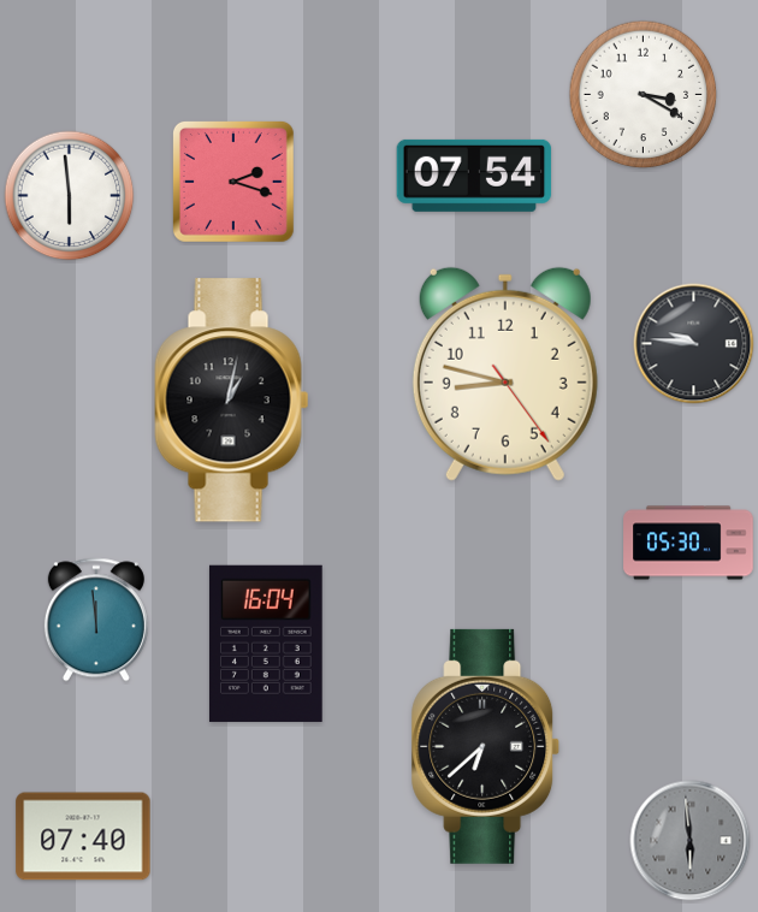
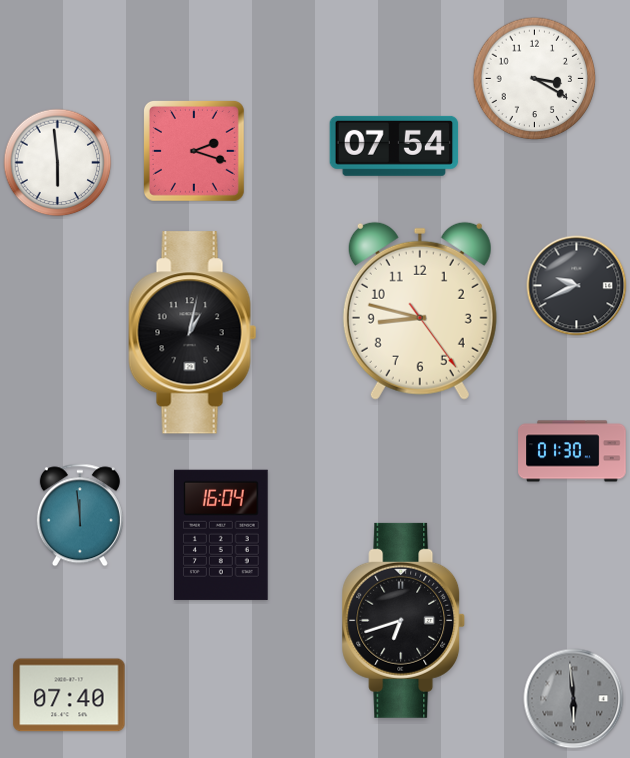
clock at (694, 344): 9:46 -> 9:41
clock at (688, 543): 05:30 -> 01:30
clock at (486, 746): 6:38 -> 6:42
